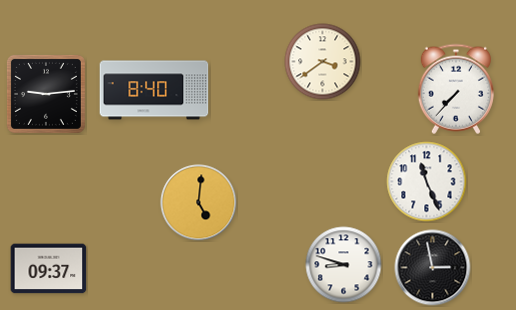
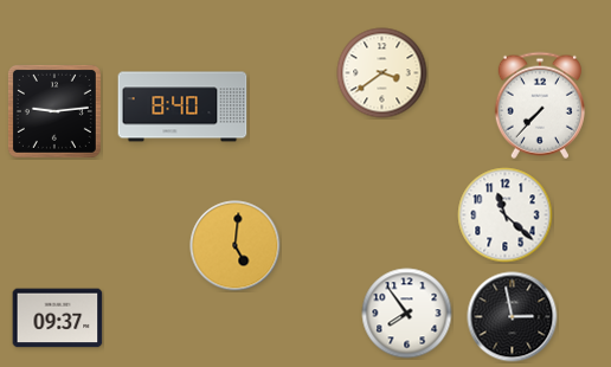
clock at (427, 182): 11:26 -> 11:22
clock at (199, 203) position: (199, 203) -> (236, 246)
clock at (344, 265): 8:48 -> 7:54
